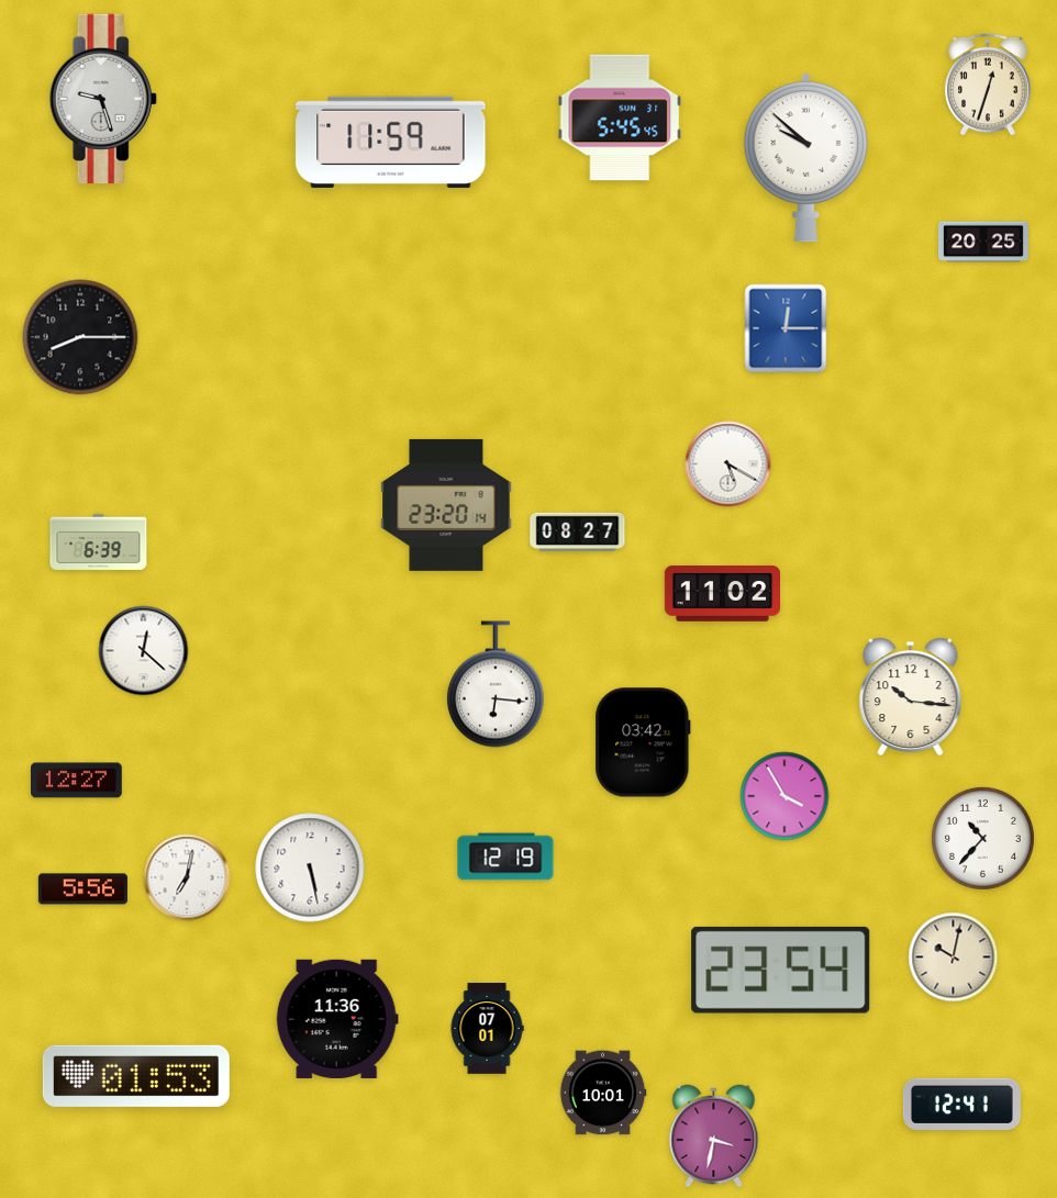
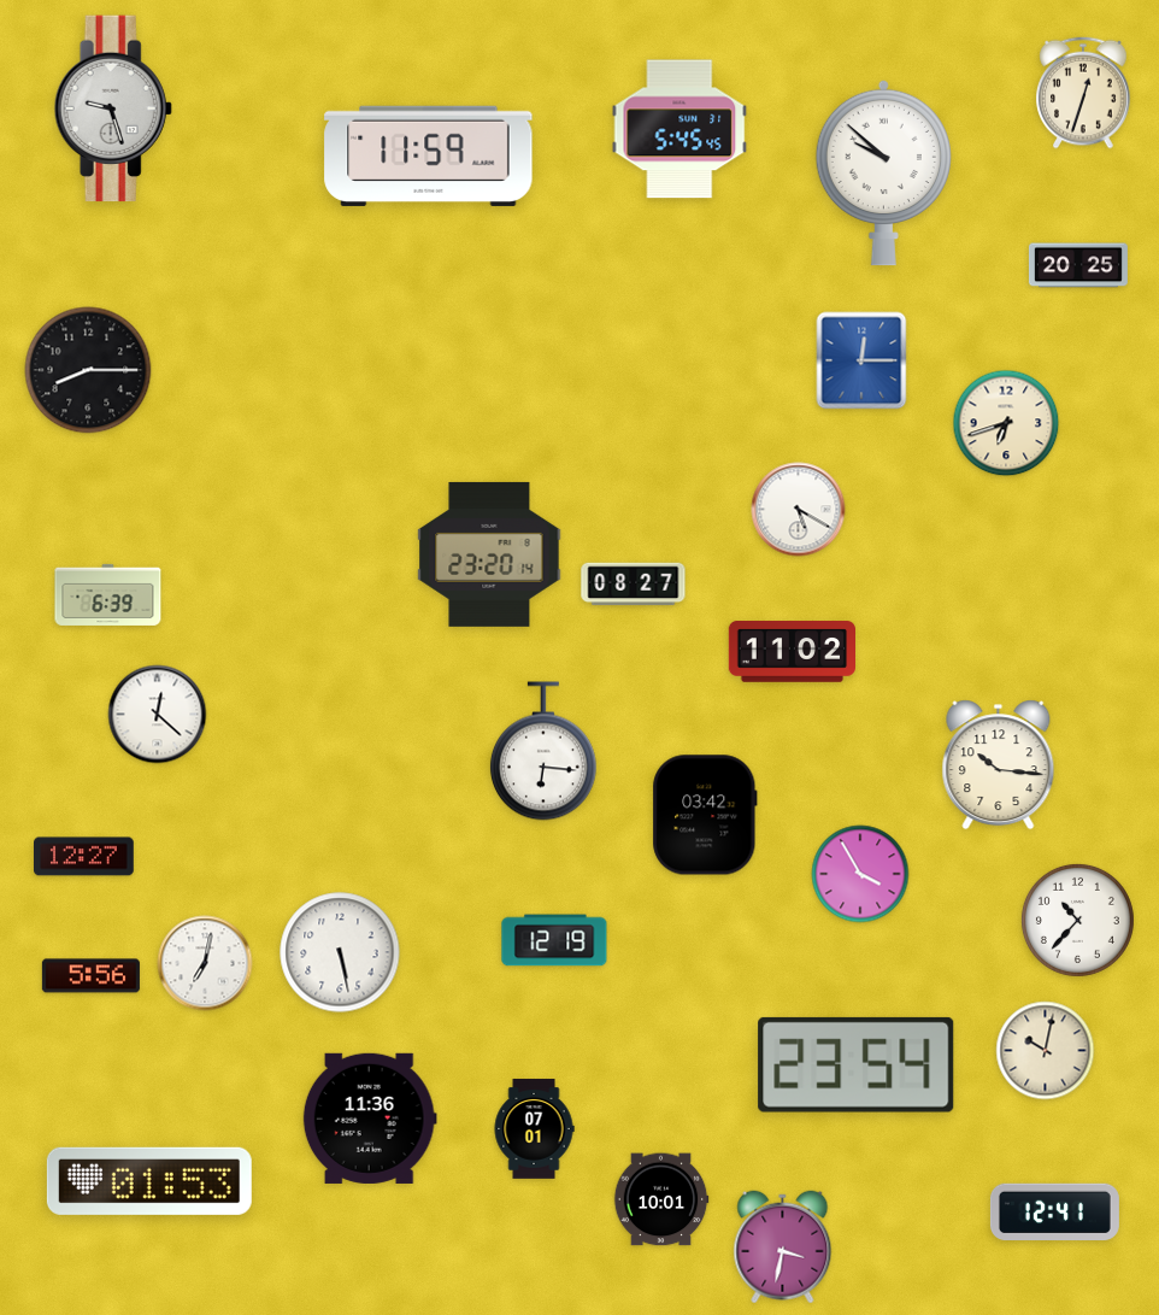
clock at (1006, 423): none -> 6:42
